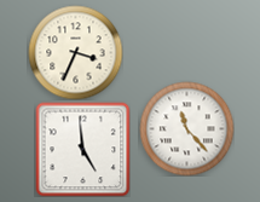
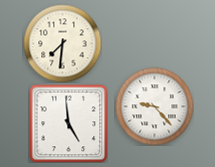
clock at (75, 52): 3:34 -> 7:31
clock at (186, 128): 11:23 -> 9:23
